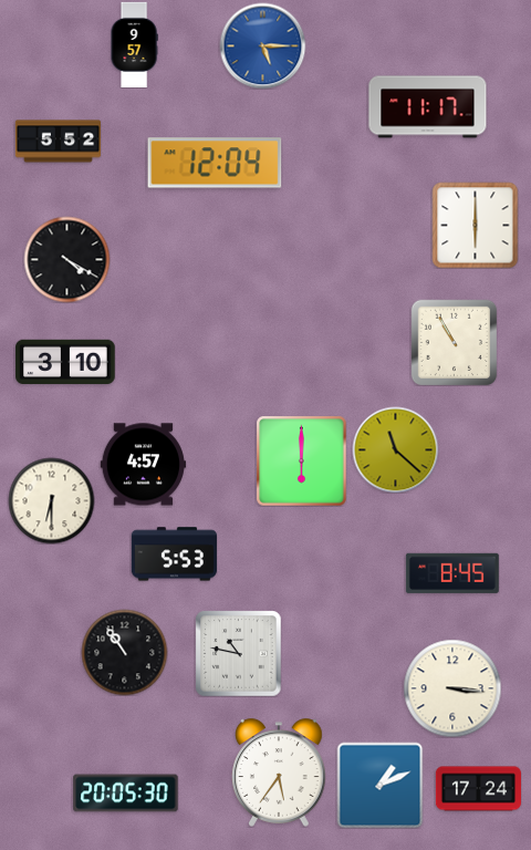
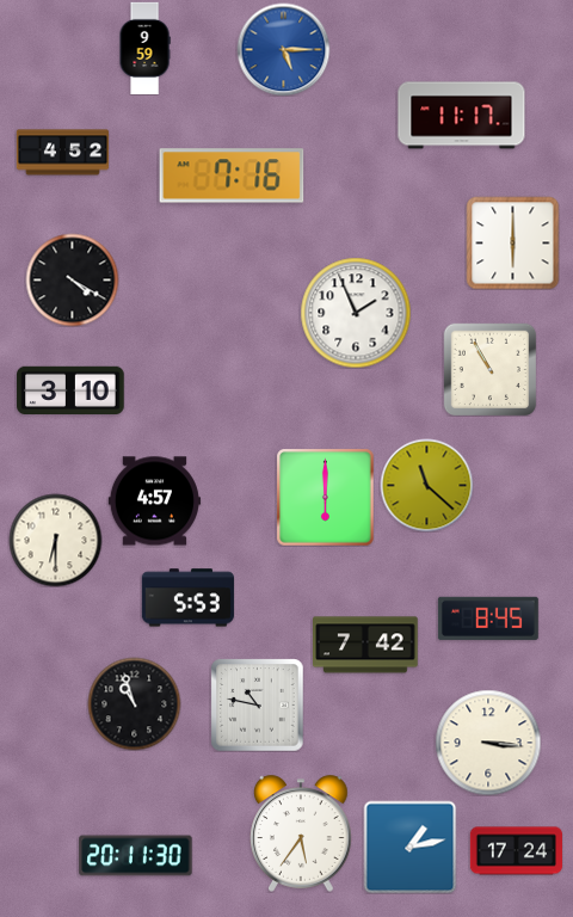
clock at (134, 44): 9:57 -> 9:59
clock at (58, 142): 5:52 -> 4:52
clock at (215, 163): 12:04 -> 7:16
clock at (356, 313): none -> 1:56
clock at (366, 645): none -> 7:42
clock at (124, 652): 10:54 -> 10:57
clock at (379, 785): 1:11 -> 1:13
clock at (126, 794): 20:05 -> 20:11
